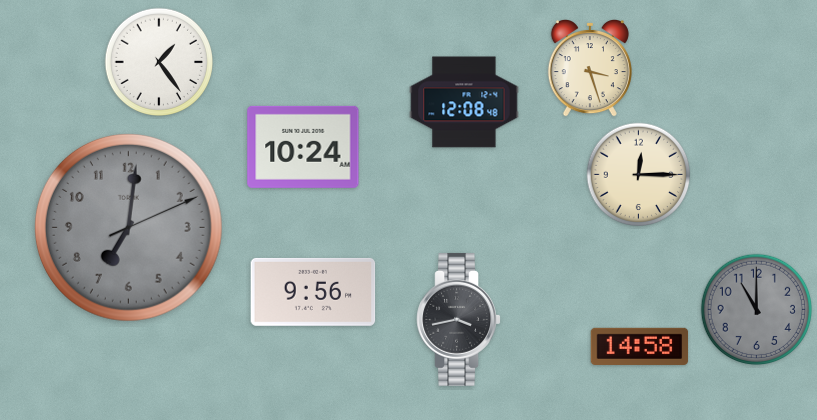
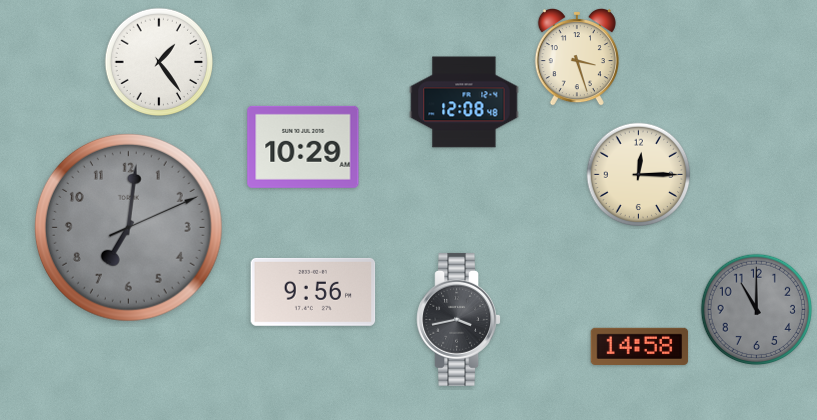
clock at (590, 69) position: (590, 69) -> (577, 58)
clock at (303, 147): 10:24 -> 10:29
